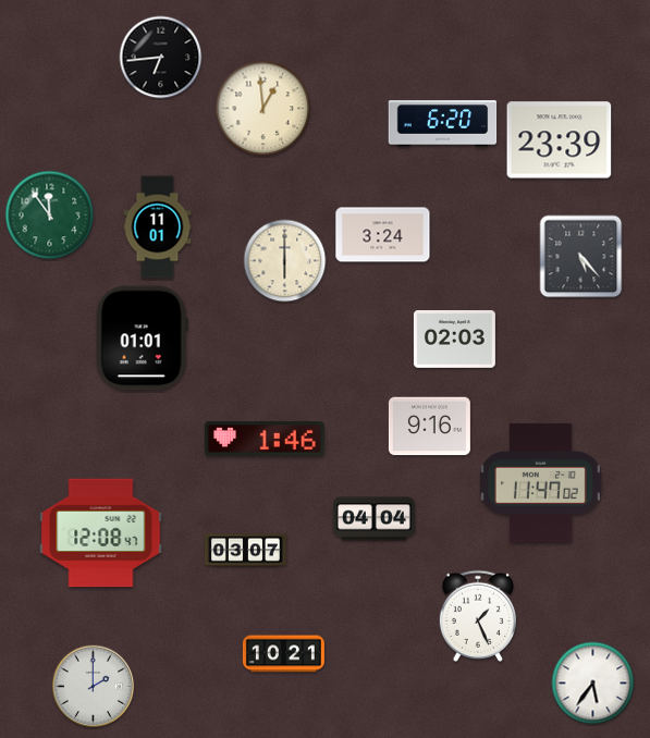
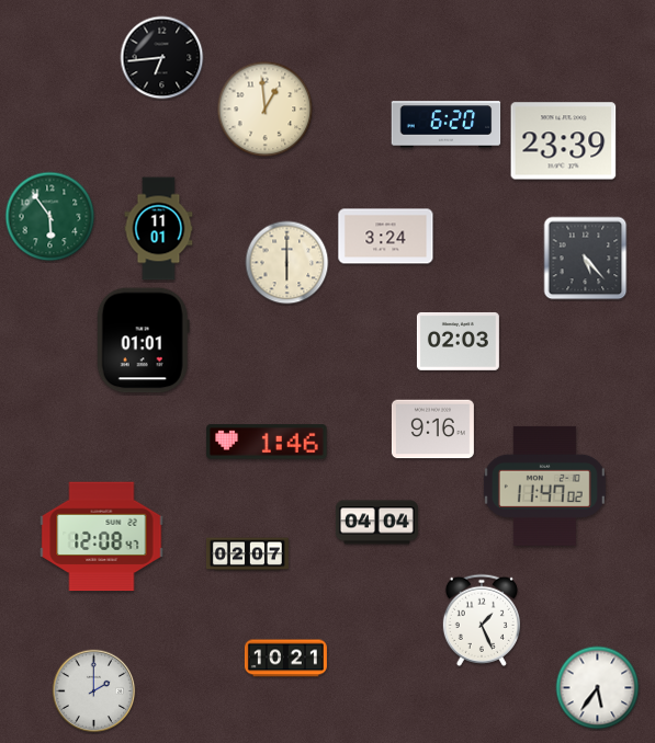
clock at (50, 216): 11:54 -> 5:54
clock at (245, 551): 03:07 -> 02:07
